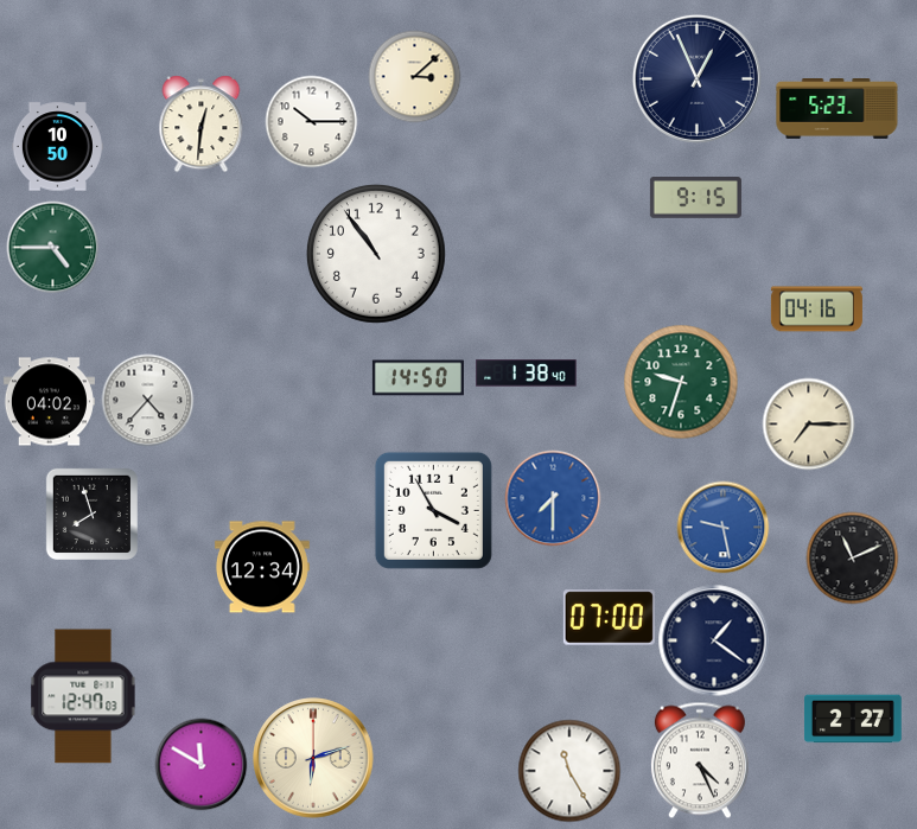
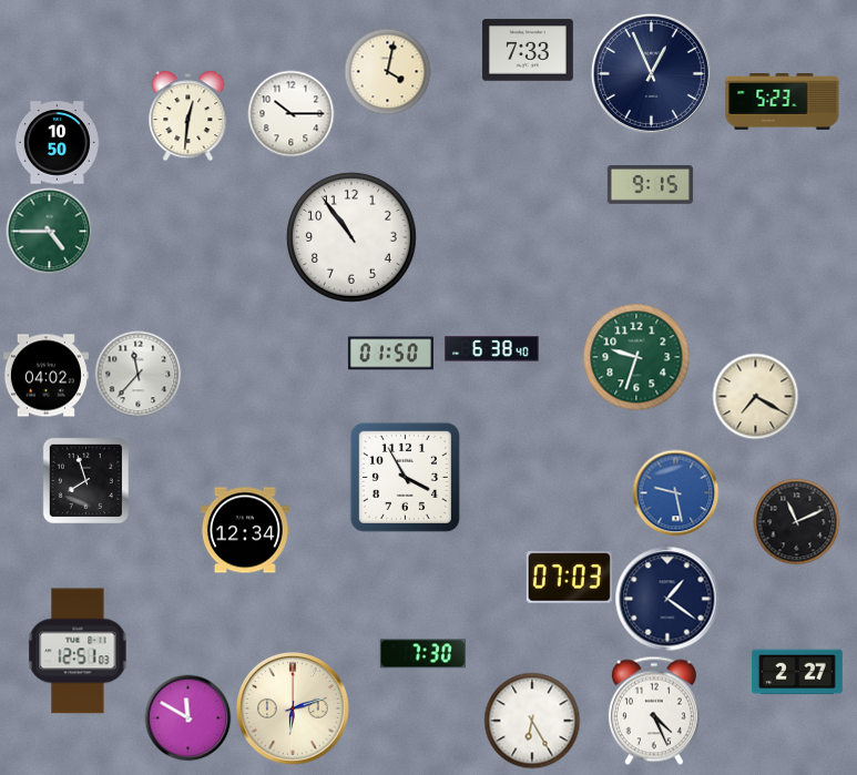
clock at (529, 50): none -> 7:33
clock at (414, 76): 3:08 -> 4:02
clock at (57, 147) position: (57, 147) -> (57, 143)
clock at (816, 310): 04:16 -> none
clock at (527, 374): 1:38 -> 6:38
clock at (418, 378): 14:50 -> 01:50
clock at (147, 400): 4:37 -> 11:37
clock at (808, 423): 7:15 -> 7:20
clock at (553, 498): 7:30 -> none
clock at (609, 618): 07:00 -> 07:03
clock at (83, 696): 12:47 -> 12:51
clock at (422, 654): none -> 7:30
clock at (200, 764) position: (200, 764) -> (187, 717)
clock at (569, 771): 11:25 -> 6:25
